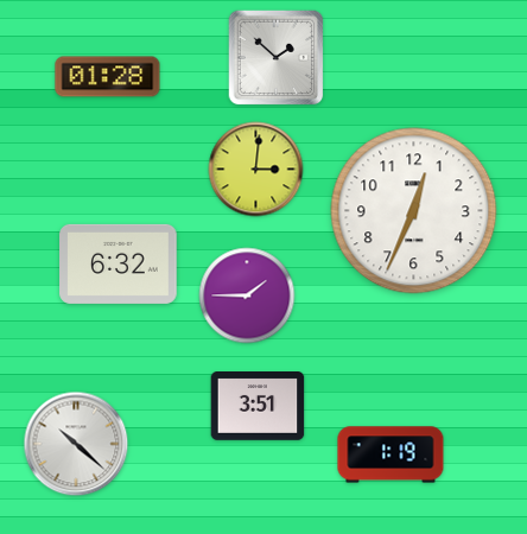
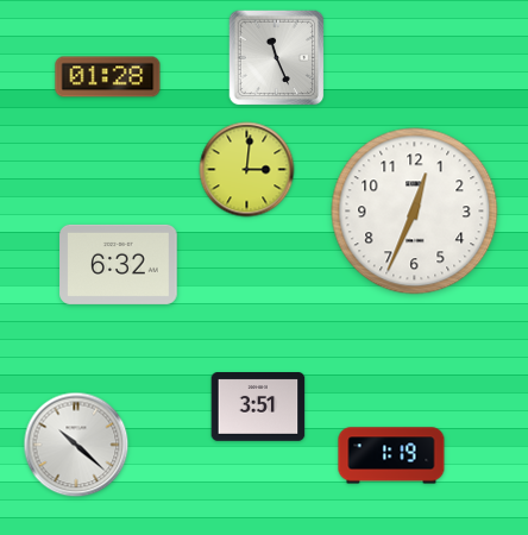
clock at (277, 58): 1:52 -> 11:26
clock at (256, 170) position: (256, 170) -> (247, 170)
clock at (247, 295): 1:45 -> none
